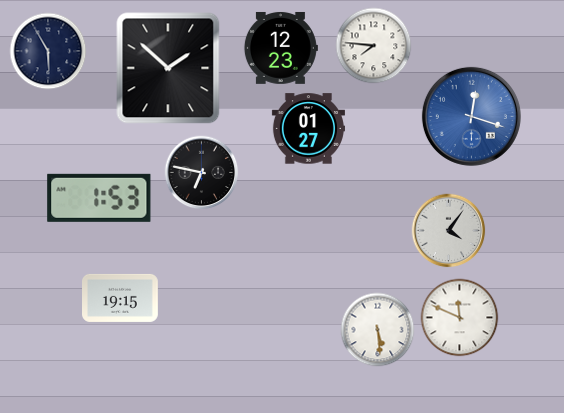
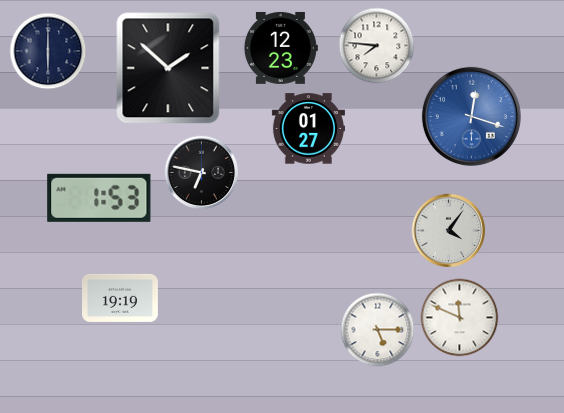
clock at (374, 46) position: (374, 46) -> (377, 46)
clock at (48, 51): 5:55 -> 6:00
clock at (121, 298): 19:15 -> 19:19
clock at (378, 330): 5:29 -> 5:15
